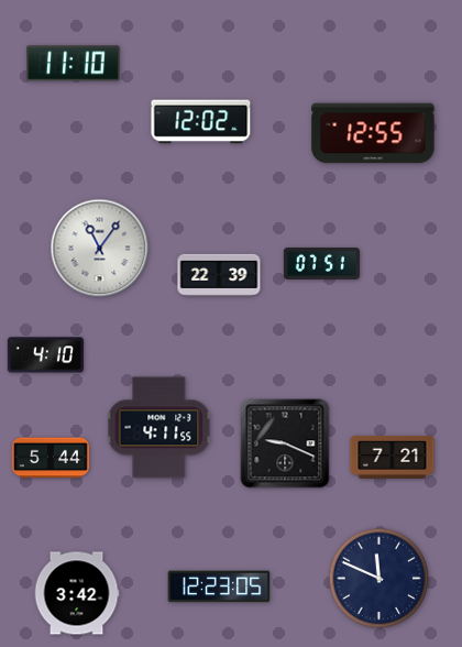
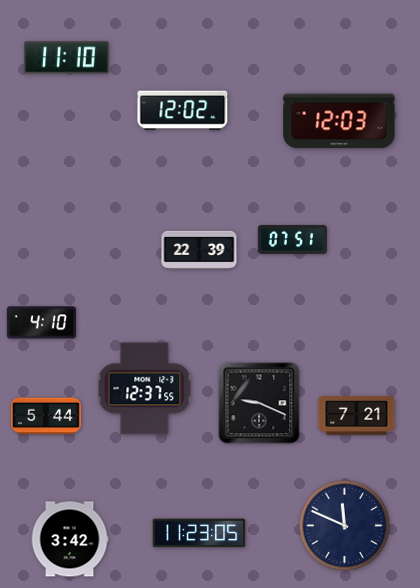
clock at (373, 133): 12:55 -> 12:03
clock at (100, 249): 11:06 -> none
clock at (159, 428): 4:11 -> 12:37
clock at (219, 586): 12:23 -> 11:23
